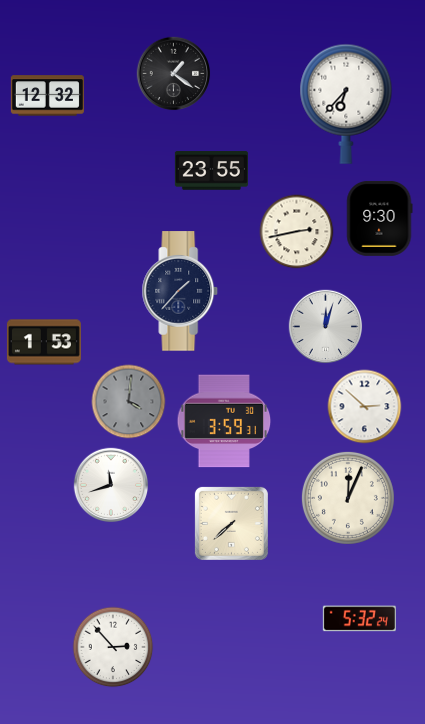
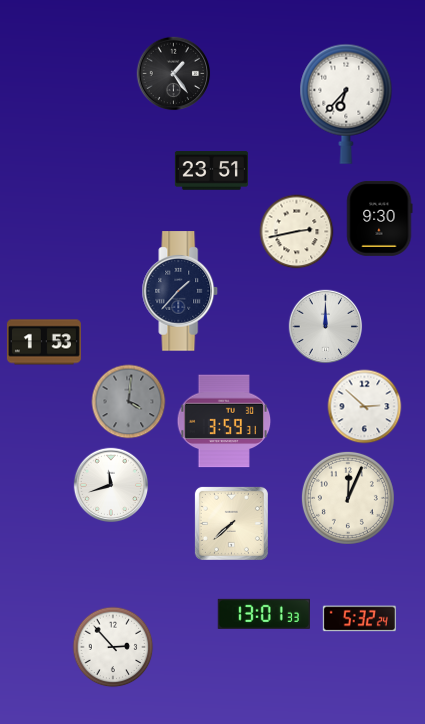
clock at (174, 74): 1:21 -> 1:24
clock at (47, 96): 12:32 -> none
clock at (211, 171): 23:55 -> 23:51
clock at (326, 327): 12:03 -> 12:00
clock at (263, 614): none -> 13:01
